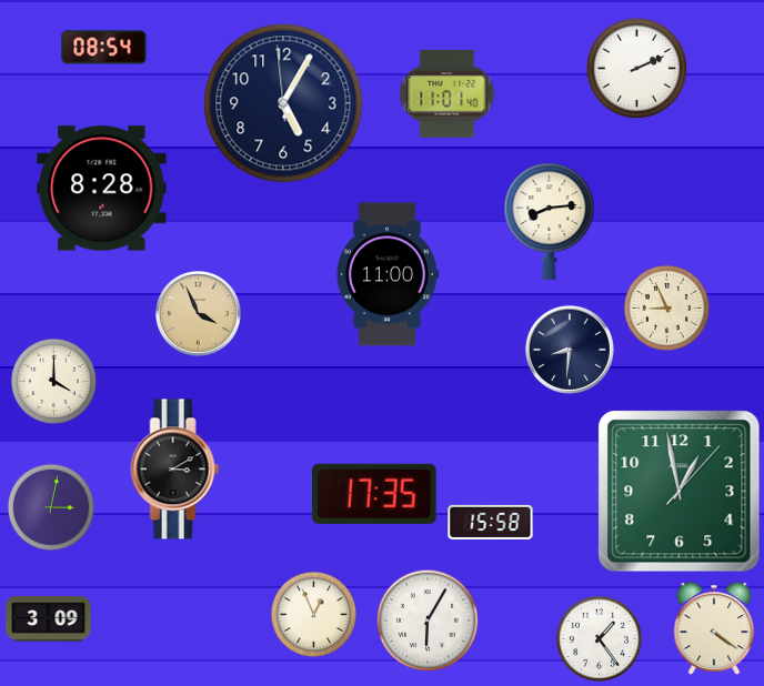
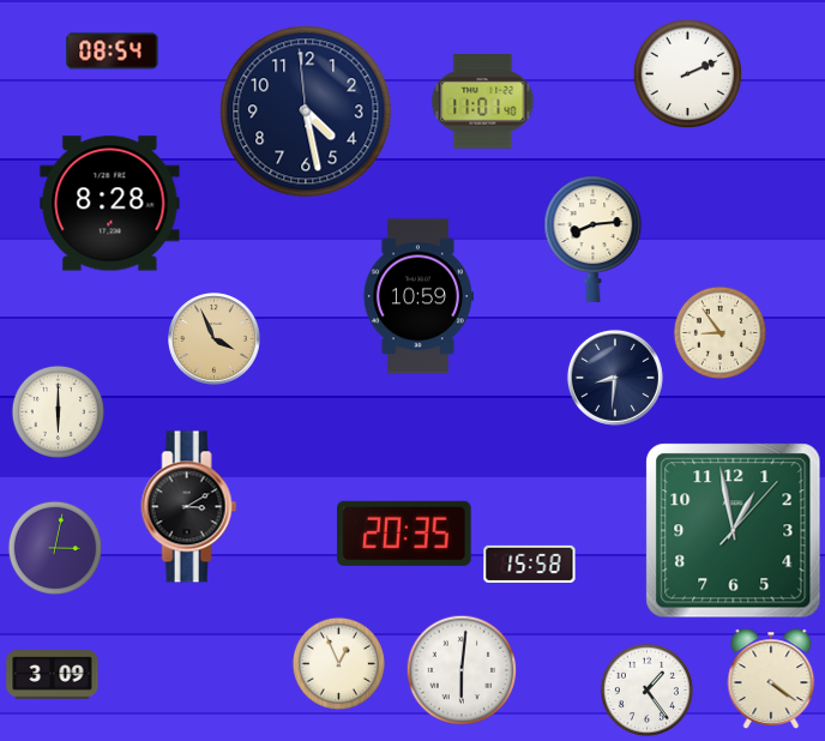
clock at (283, 103): 5:04 -> 4:27
clock at (388, 274): 11:00 -> 10:59
clock at (666, 307): 8:56 -> 8:54
clock at (53, 381): 4:00 -> 6:00
clock at (375, 494): 17:35 -> 20:35
clock at (49, 619) position: (49, 619) -> (53, 675)
clock at (428, 621): 6:05 -> 6:01
